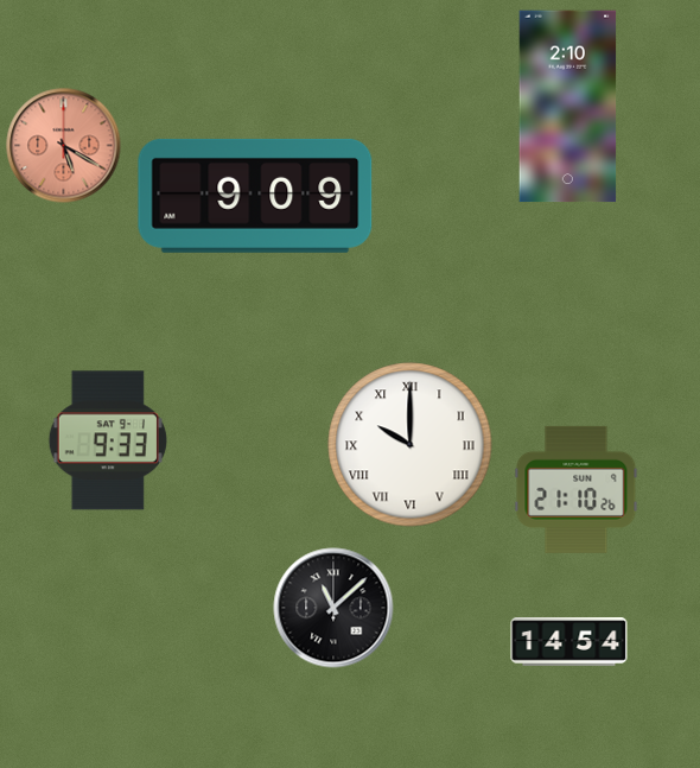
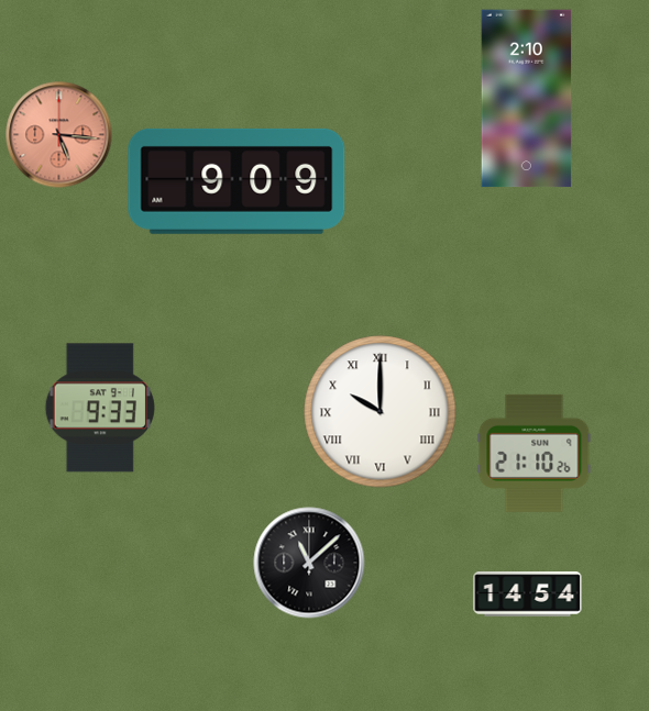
clock at (64, 146): 5:20 -> 5:16
